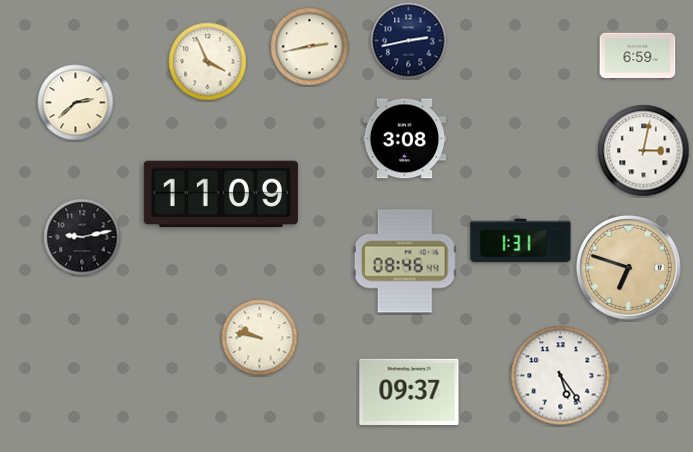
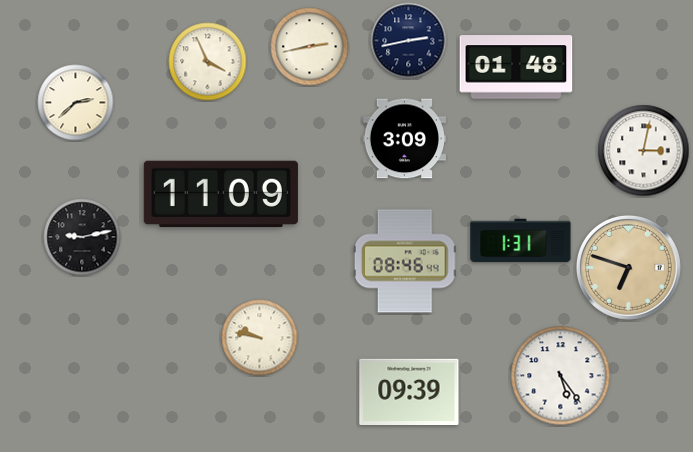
clock at (638, 56): 6:59 -> none
clock at (516, 67): none -> 01:48
clock at (404, 139): 3:08 -> 3:09
clock at (409, 392): 09:37 -> 09:39
